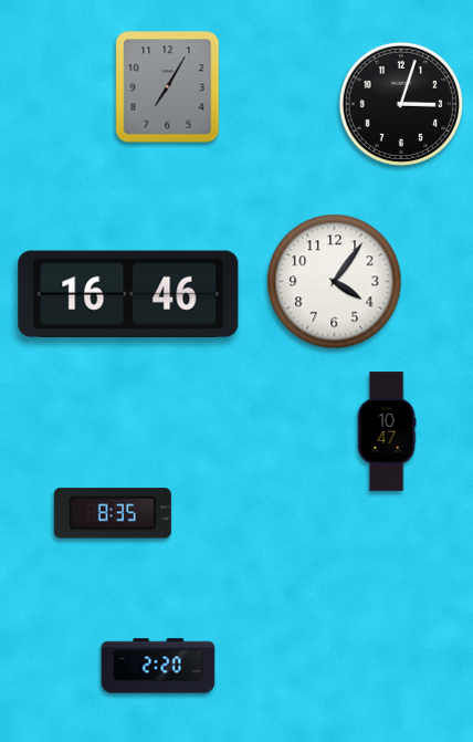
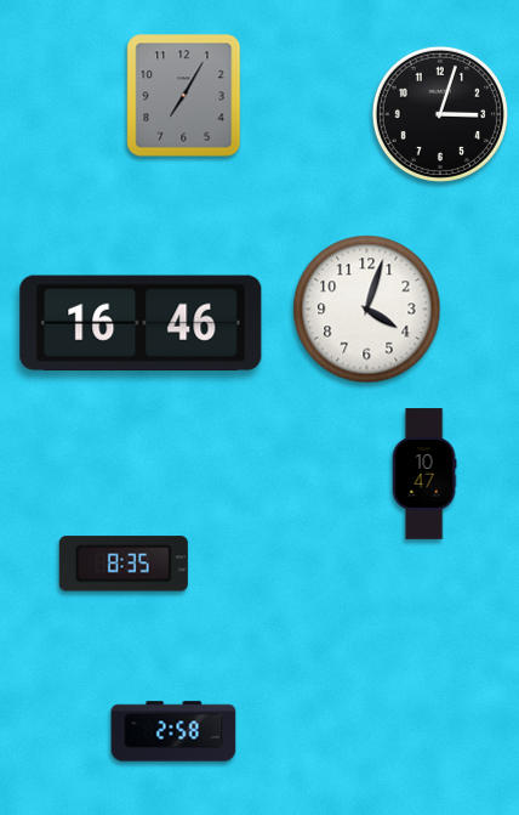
clock at (335, 282): 4:06 -> 4:03
clock at (158, 666): 2:20 -> 2:58
